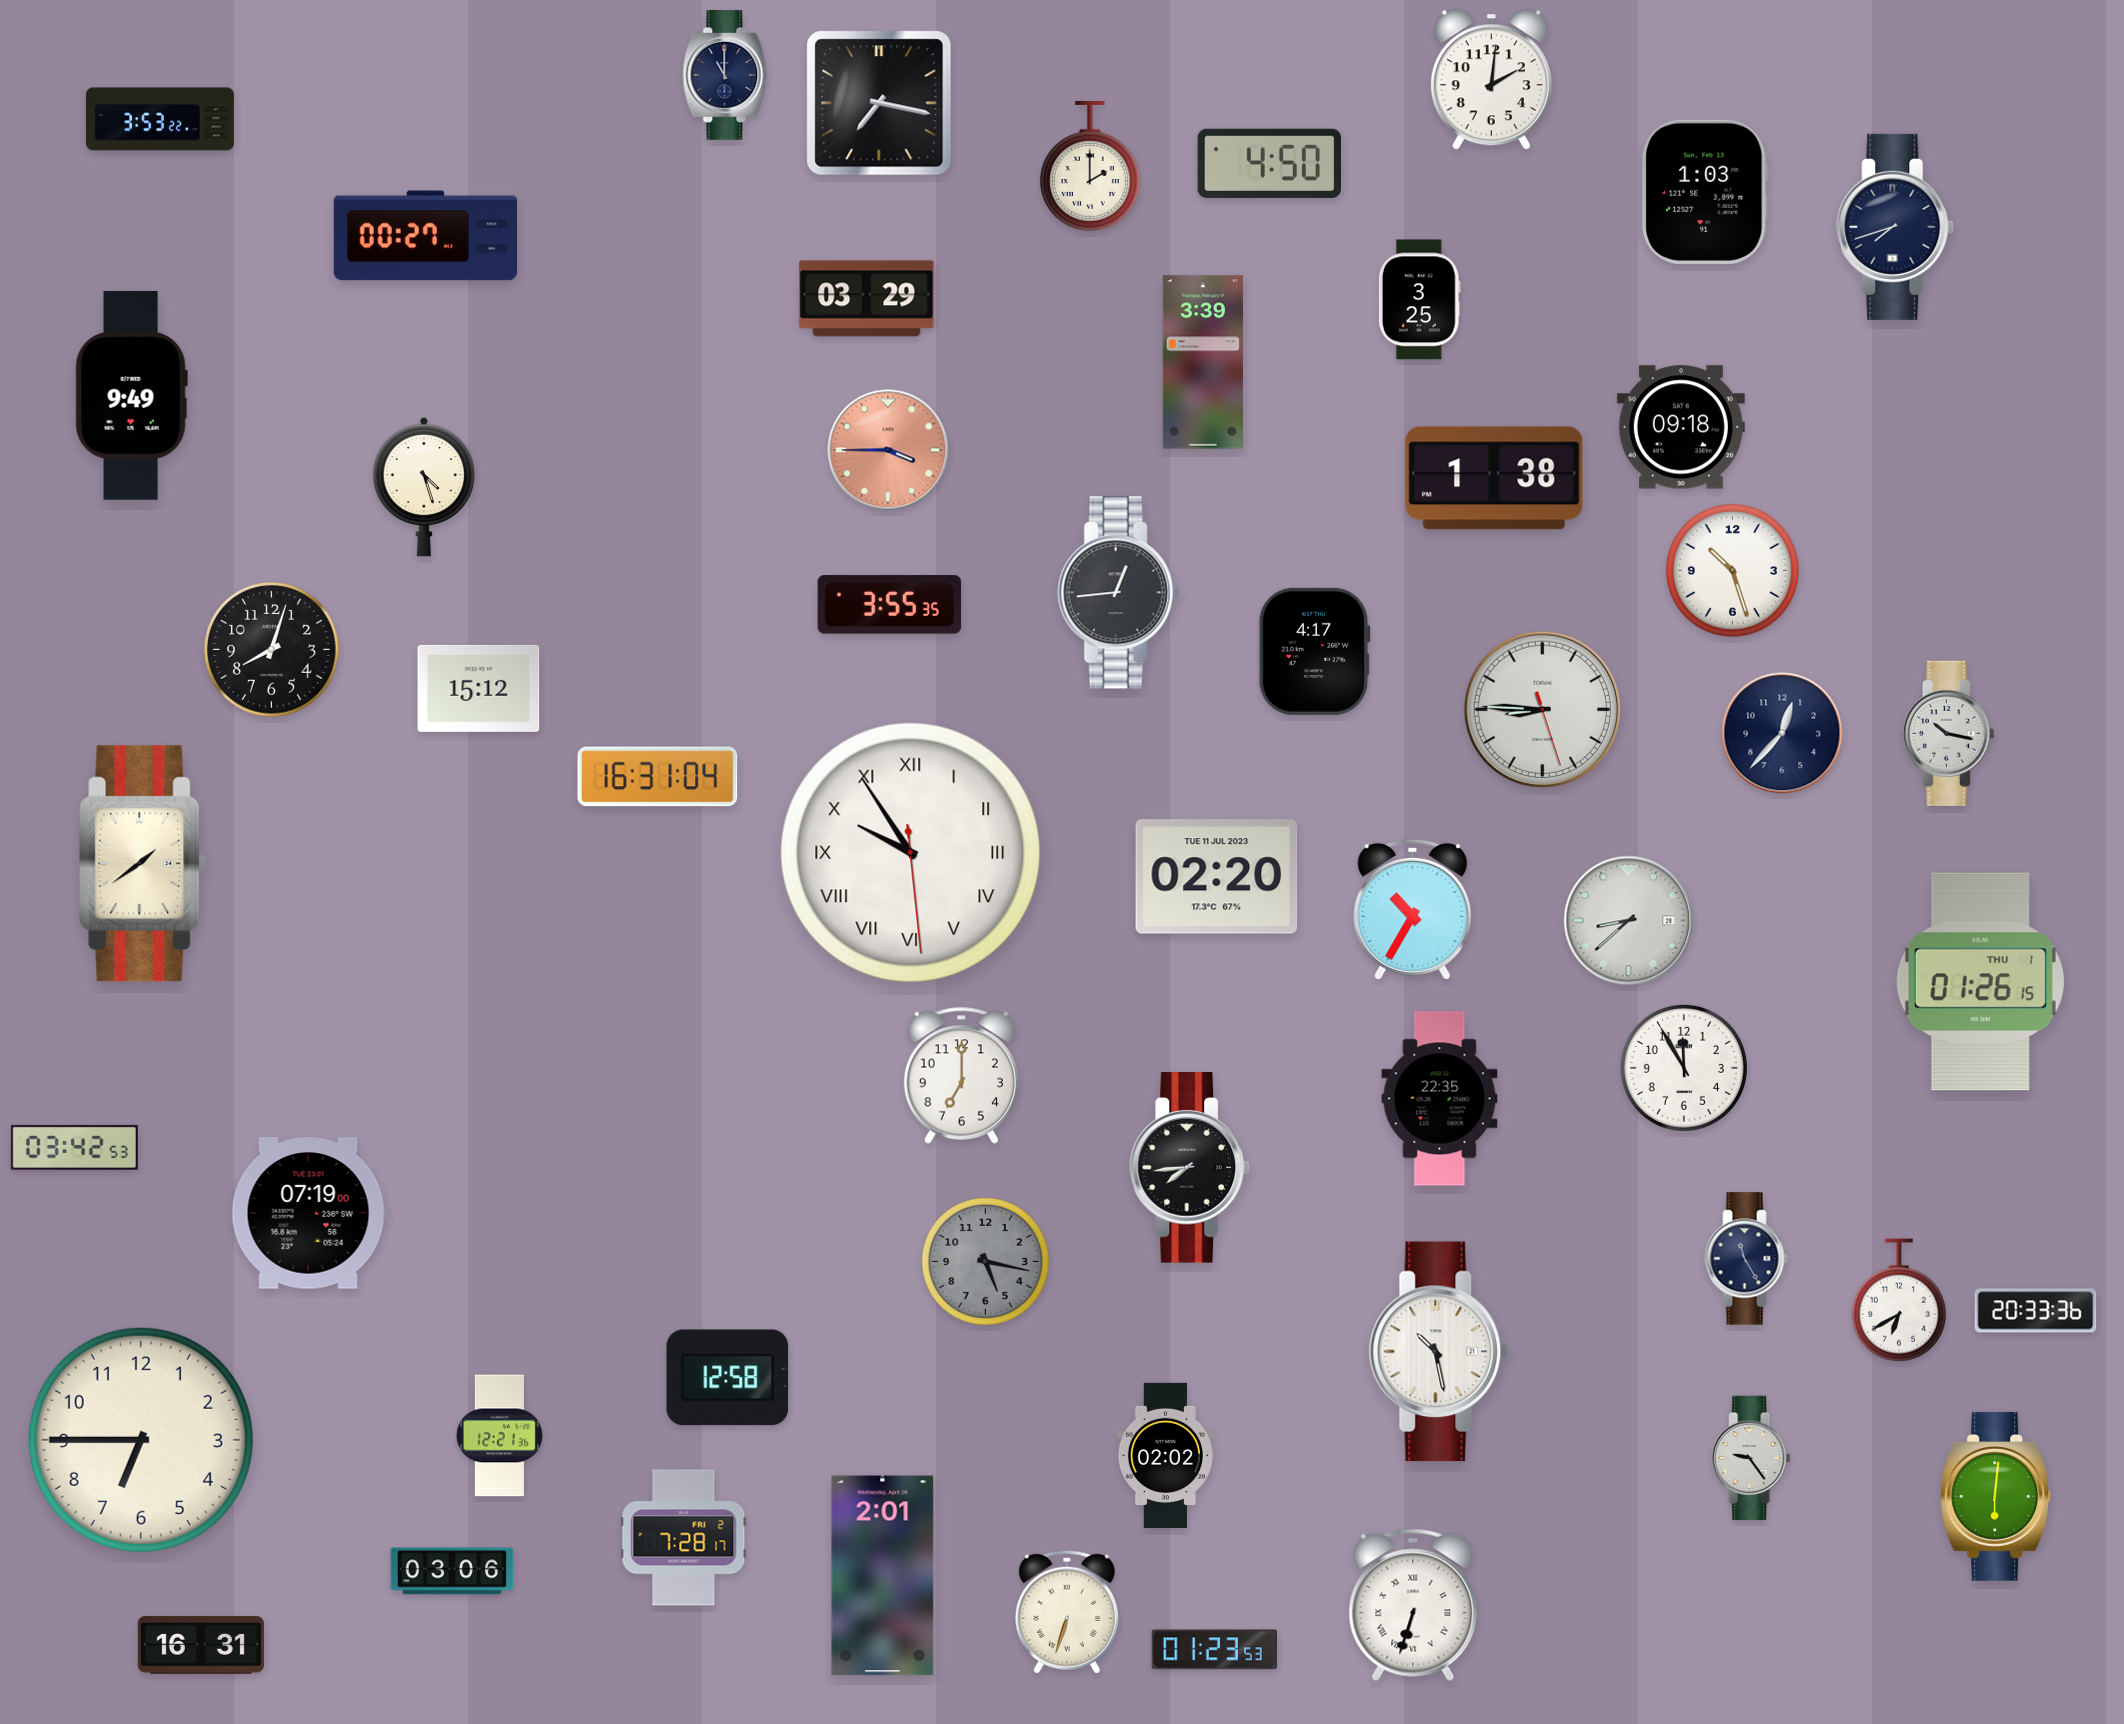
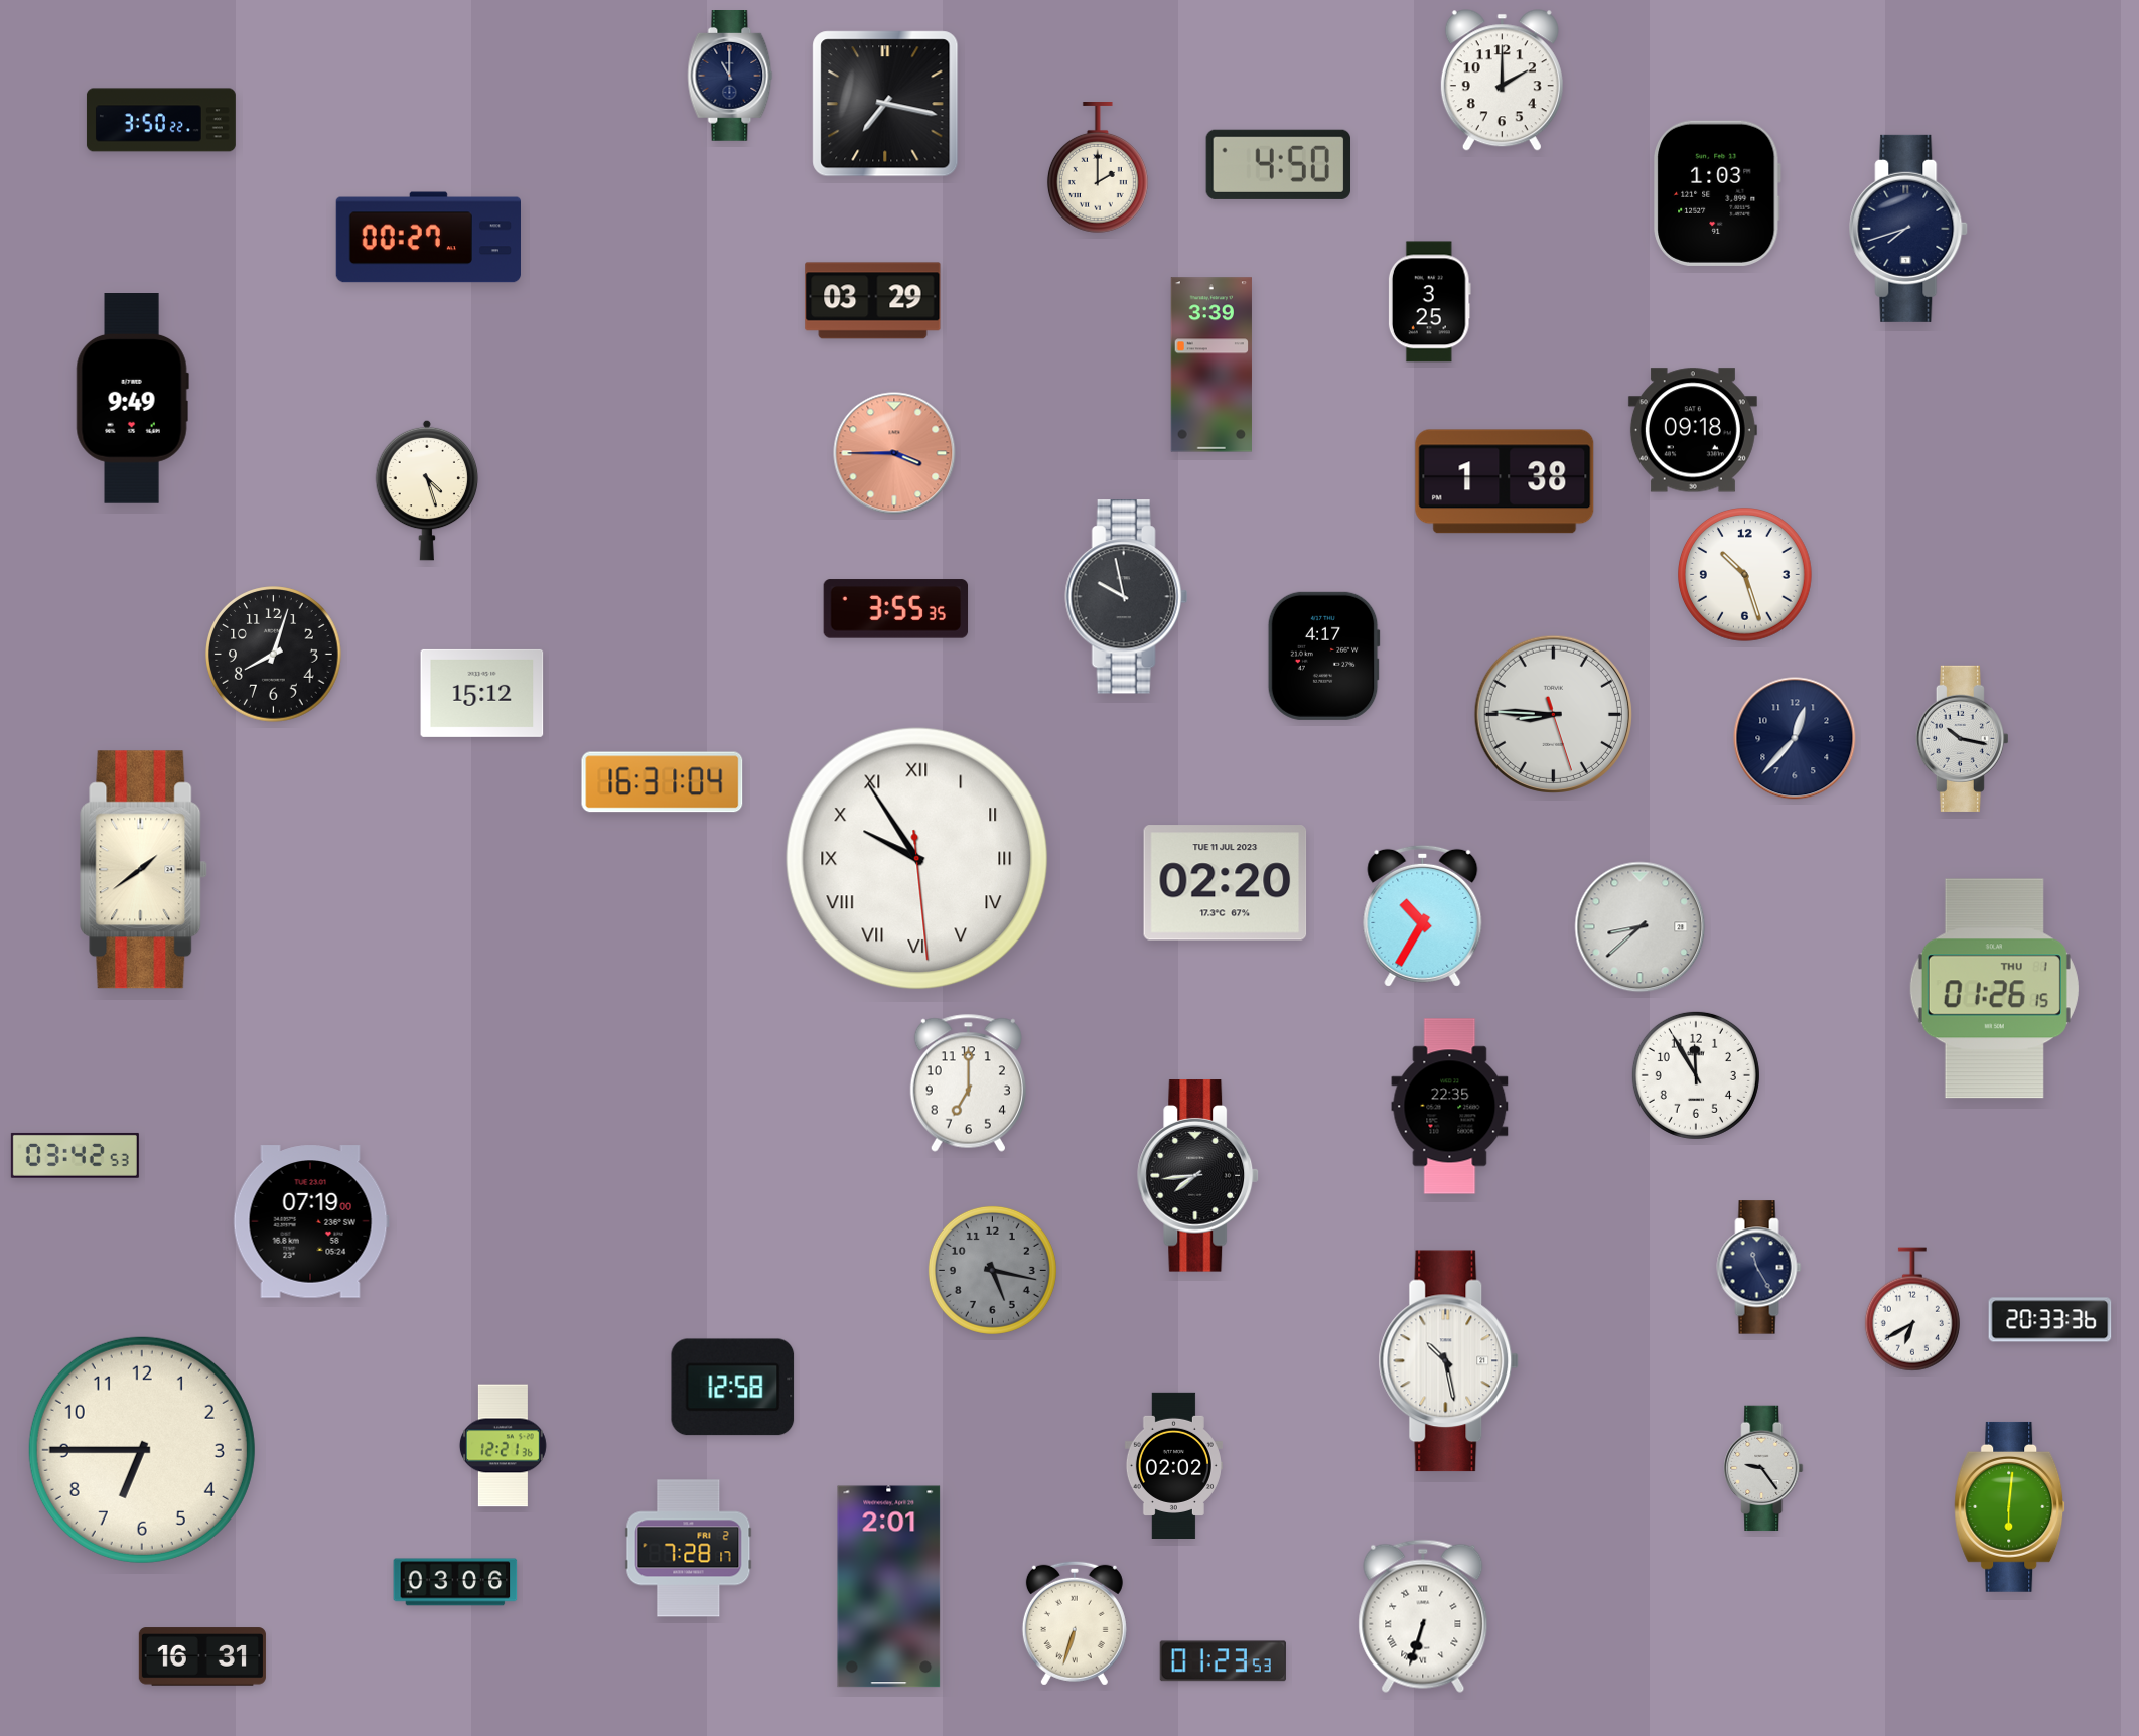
clock at (1491, 80): 2:01 -> 2:00
clock at (160, 119): 3:53 -> 3:50
clock at (1118, 593): 12:44 -> 9:58
